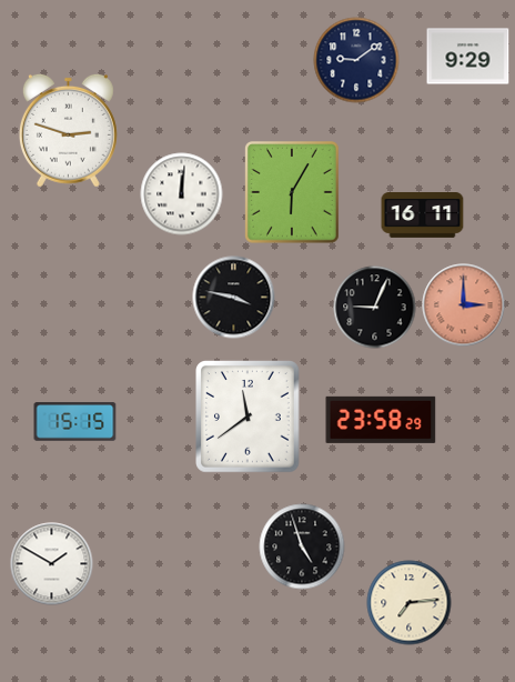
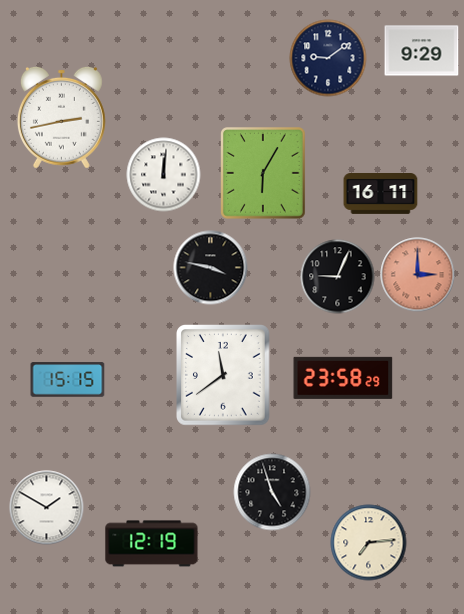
clock at (356, 60) position: (356, 60) -> (328, 58)
clock at (68, 130): 2:48 -> 2:43
clock at (152, 544): none -> 12:19
